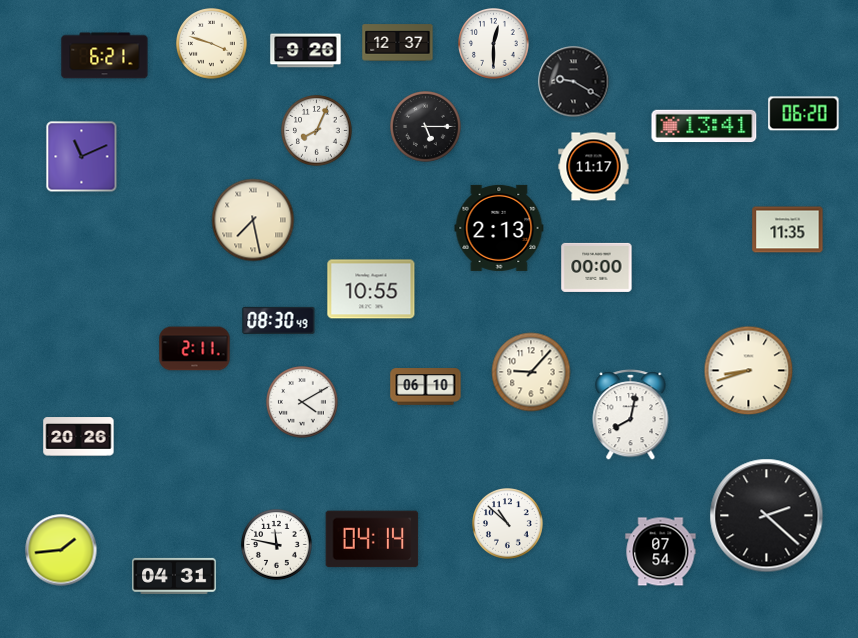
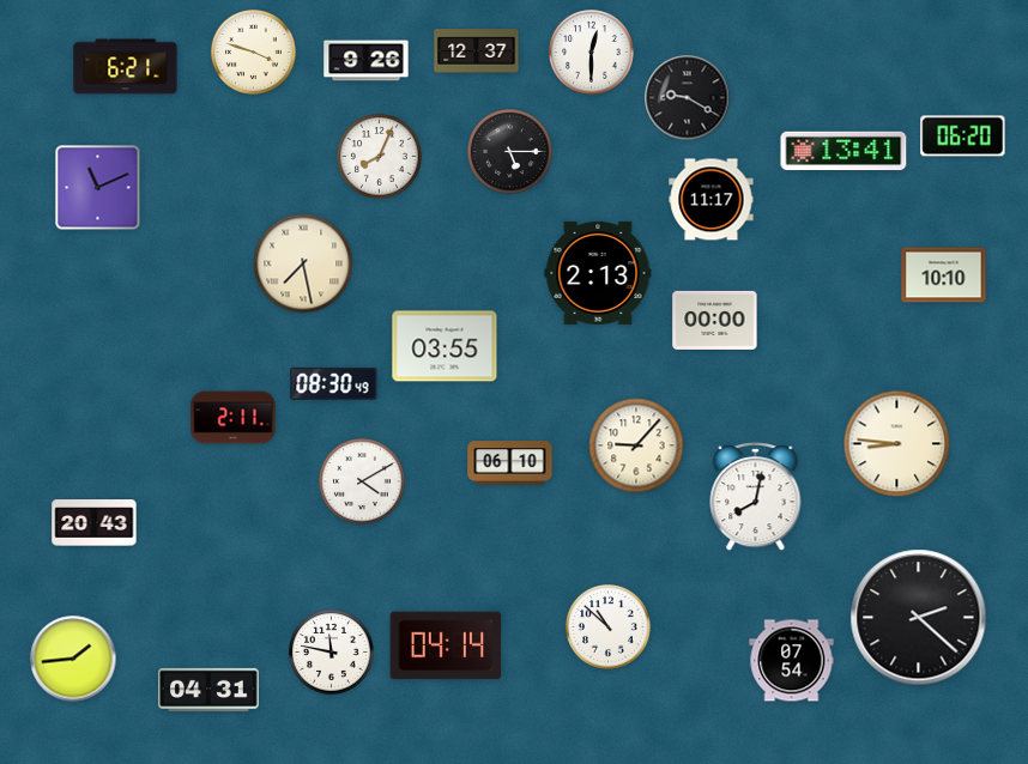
clock at (788, 230): 11:35 -> 10:10
clock at (371, 289): 10:55 -> 03:55
clock at (749, 371): 8:42 -> 8:46
clock at (79, 437): 20:26 -> 20:43
